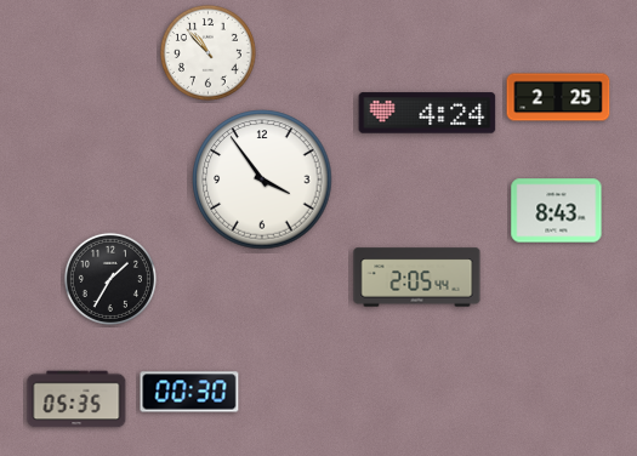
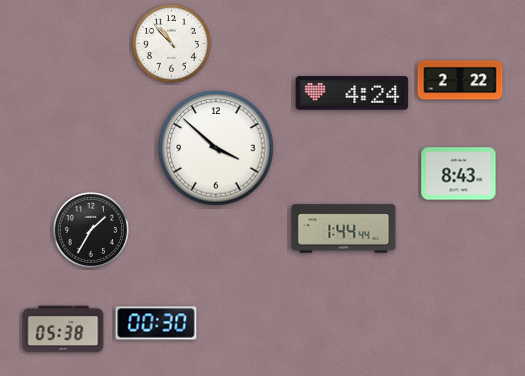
clock at (558, 97): 2:25 -> 2:22
clock at (262, 179): 3:54 -> 3:52
clock at (417, 278): 2:05 -> 1:44
clock at (76, 399): 05:35 -> 05:38
